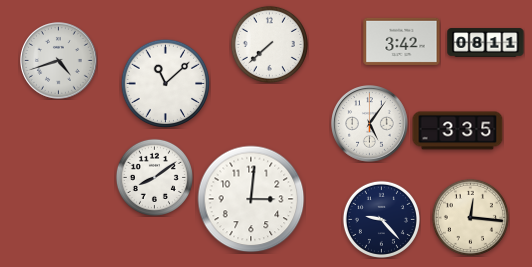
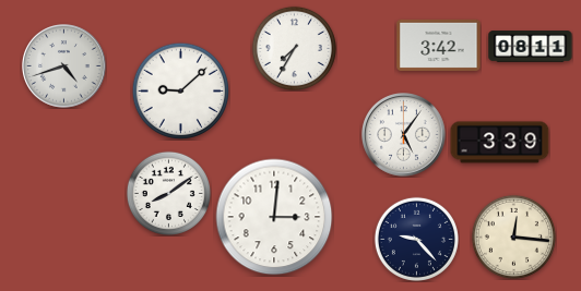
clock at (269, 44): 7:38 -> 7:35
clock at (165, 83): 11:08 -> 9:08
clock at (458, 131): 3:35 -> 3:39
